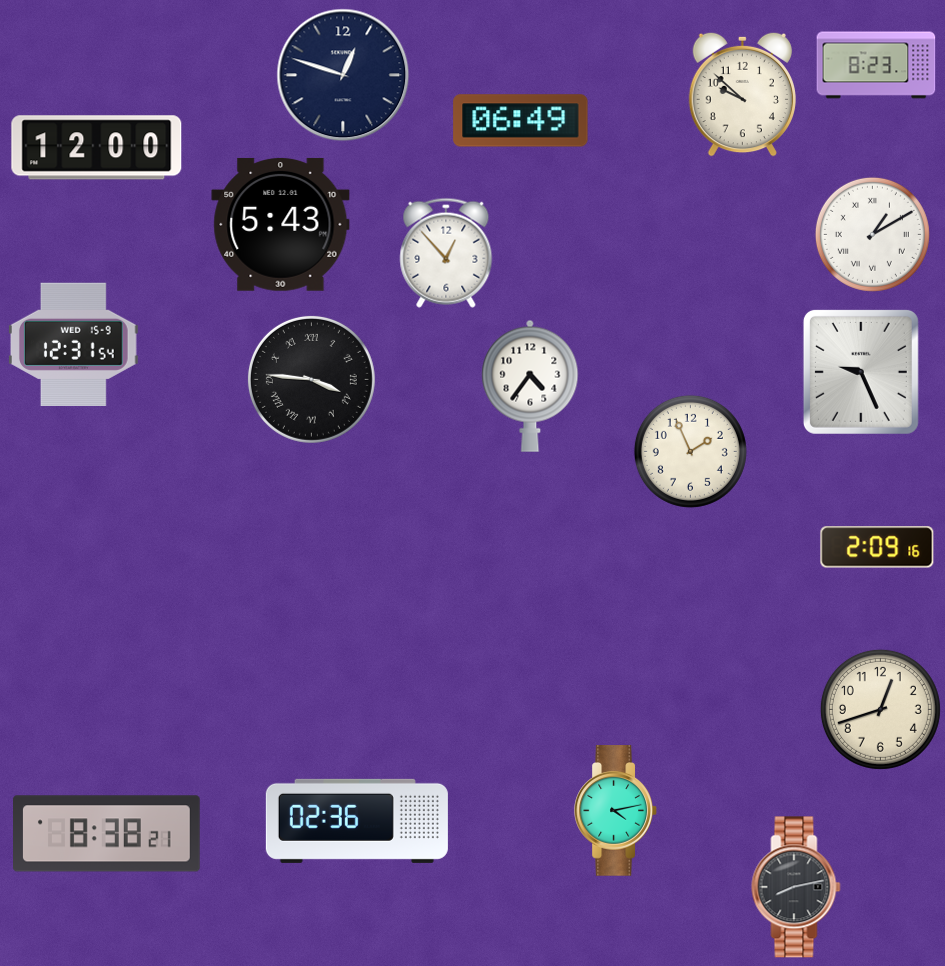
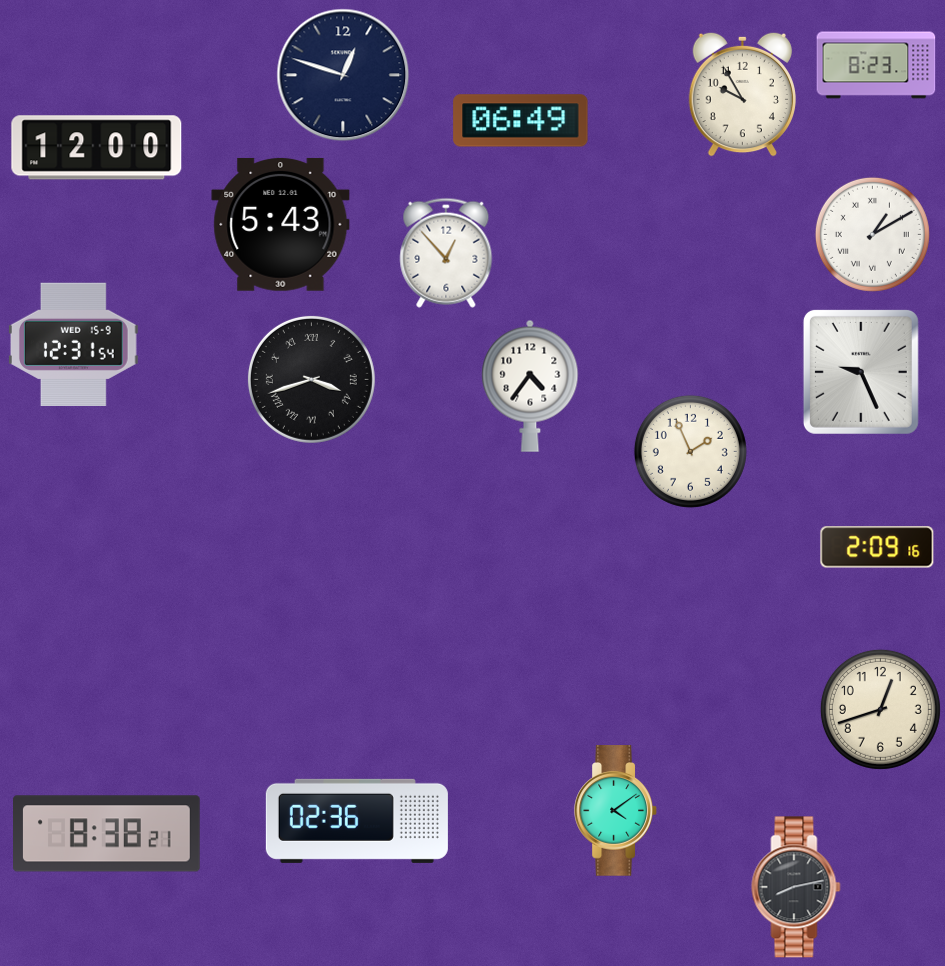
clock at (742, 94): 9:52 -> 9:55
clock at (311, 379): 3:46 -> 3:42
clock at (615, 811): 4:13 -> 4:09
